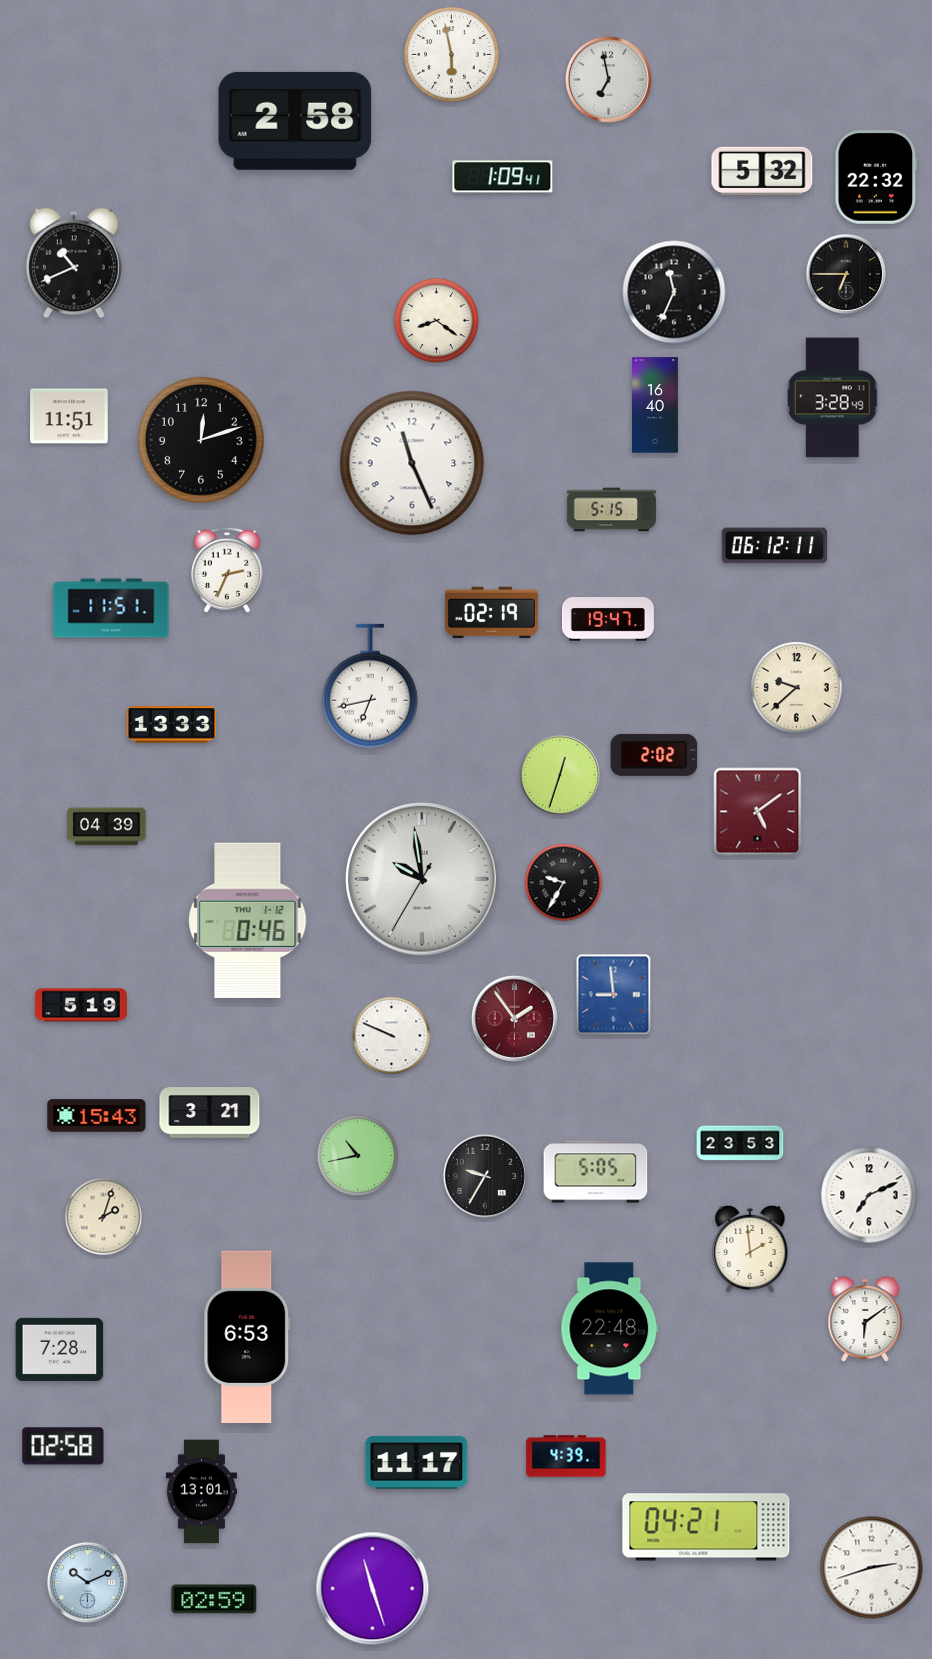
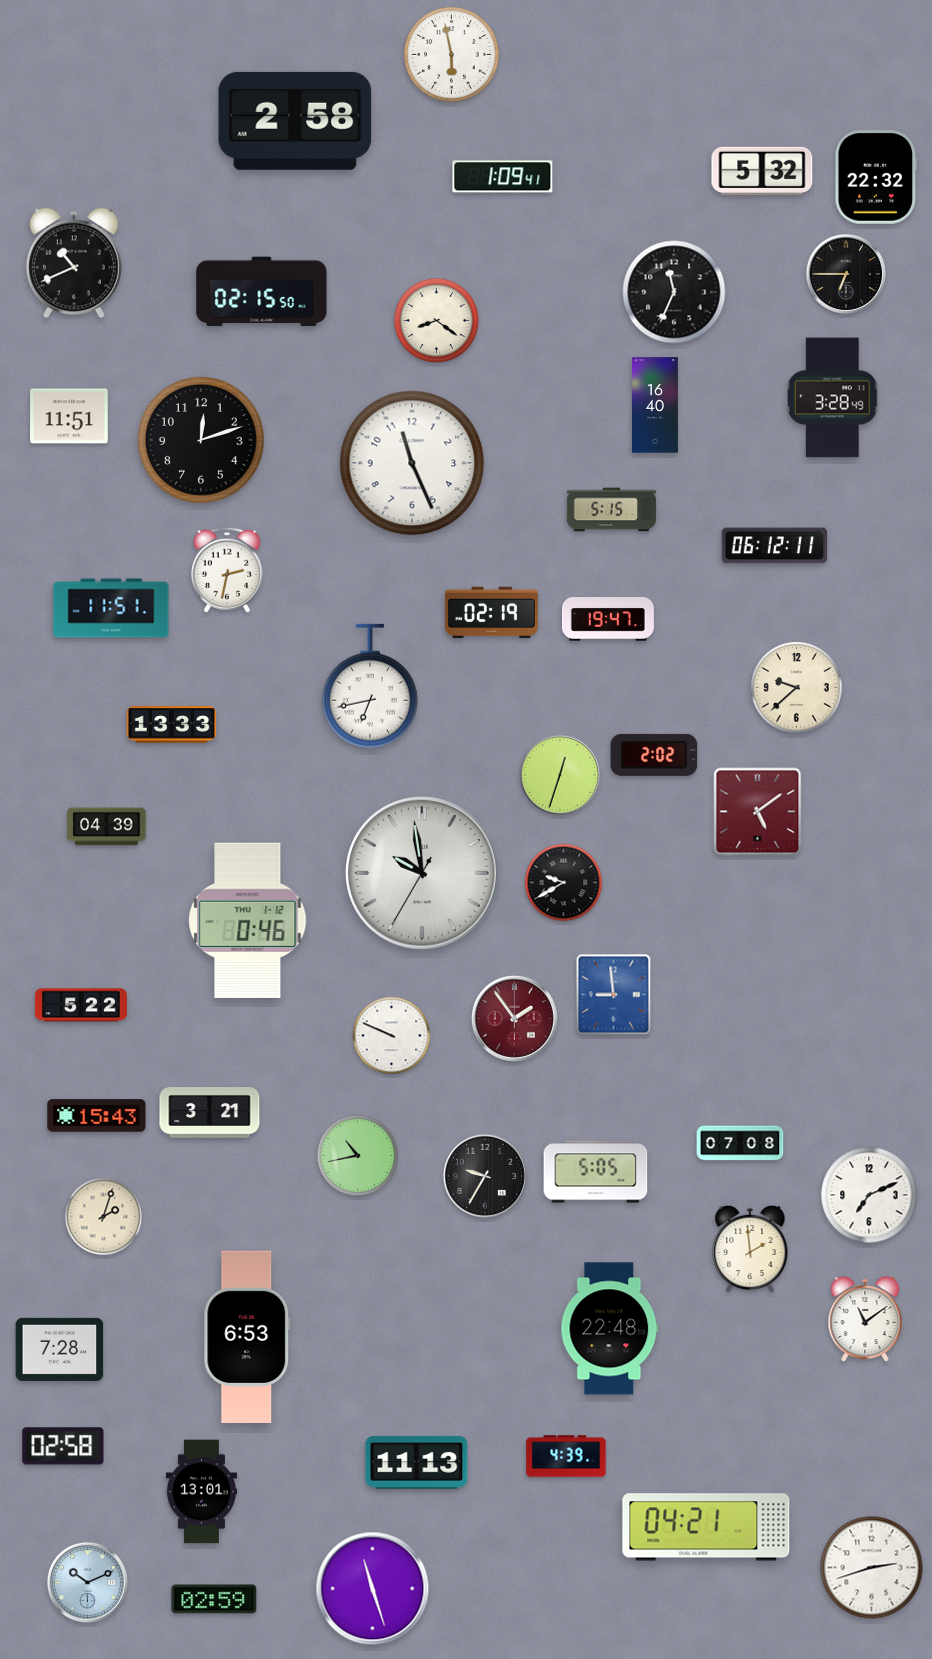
clock at (608, 79): 6:58 -> none
clock at (262, 292): none -> 02:15
clock at (227, 570): 2:34 -> 2:32
clock at (422, 879) position: (422, 879) -> (422, 873)
clock at (564, 883): 9:35 -> 9:40
clock at (81, 1005): 5:19 -> 5:22
clock at (740, 1143): 23:53 -> 07:08
clock at (865, 1320): 6:09 -> 11:09
clock at (417, 1462): 11:17 -> 11:13
